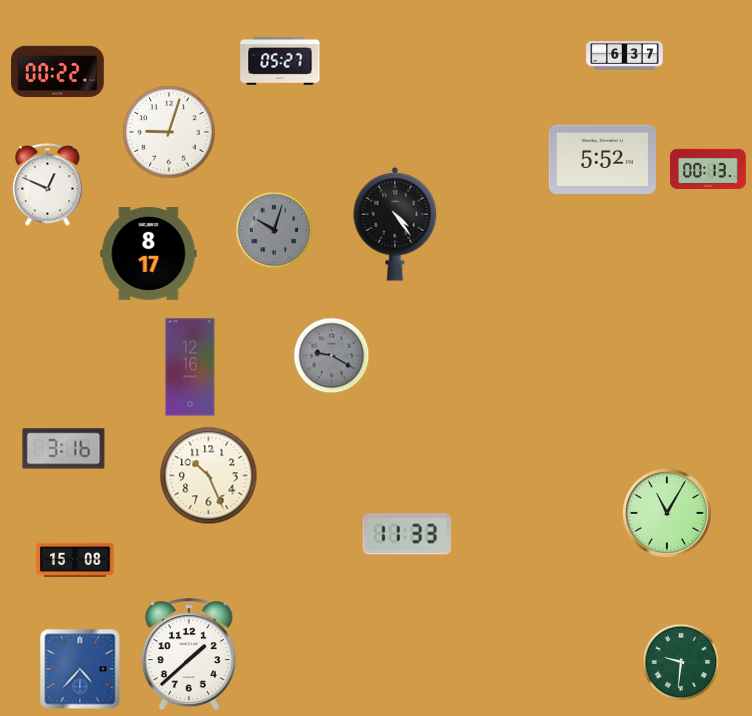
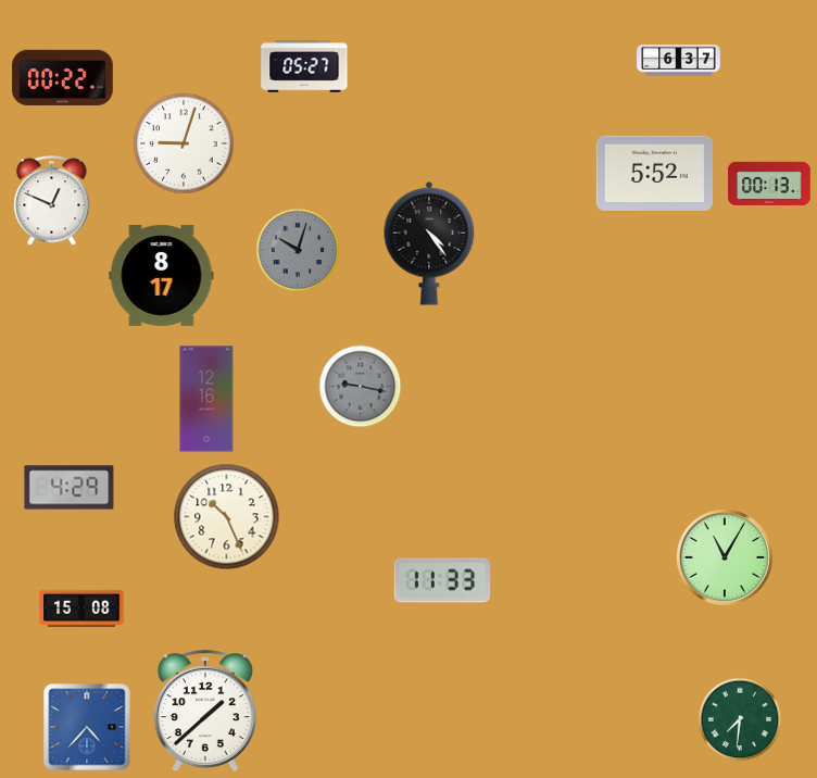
clock at (332, 356): 9:20 -> 9:17
clock at (64, 449): 3:16 -> 4:29
clock at (681, 662): 9:31 -> 7:31
